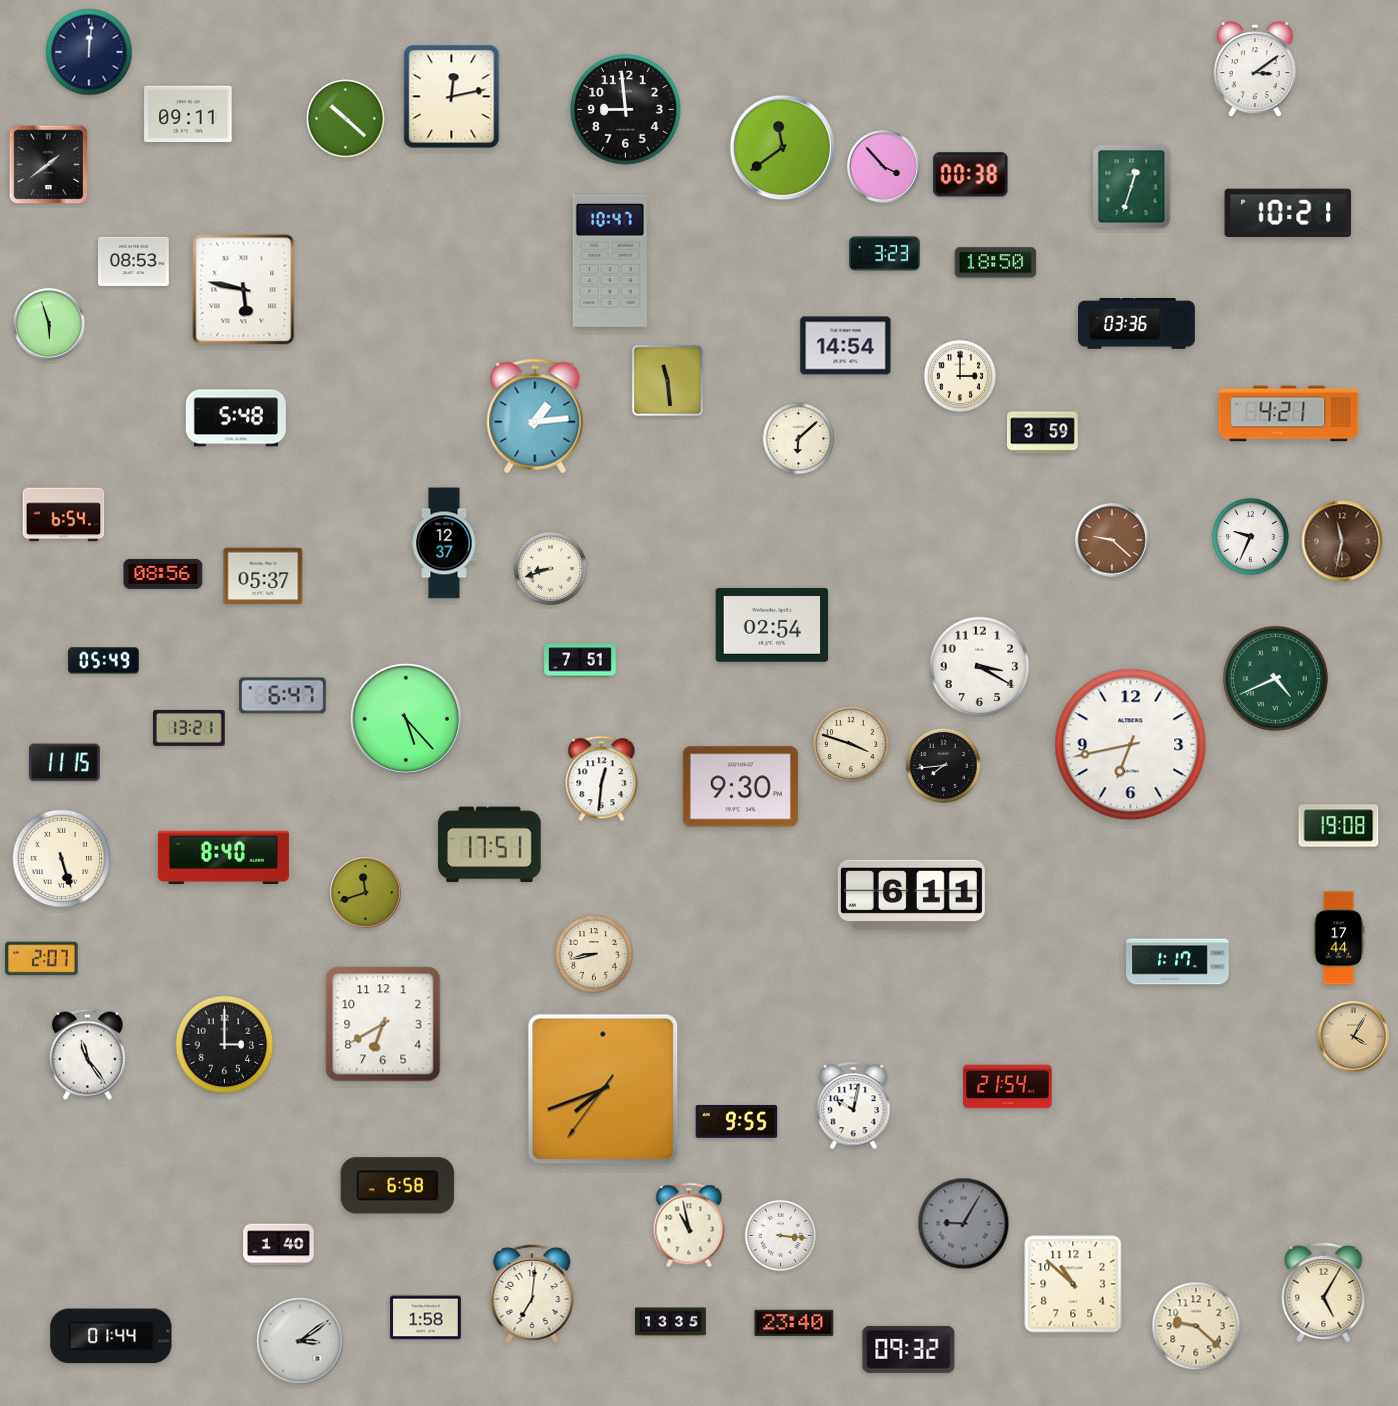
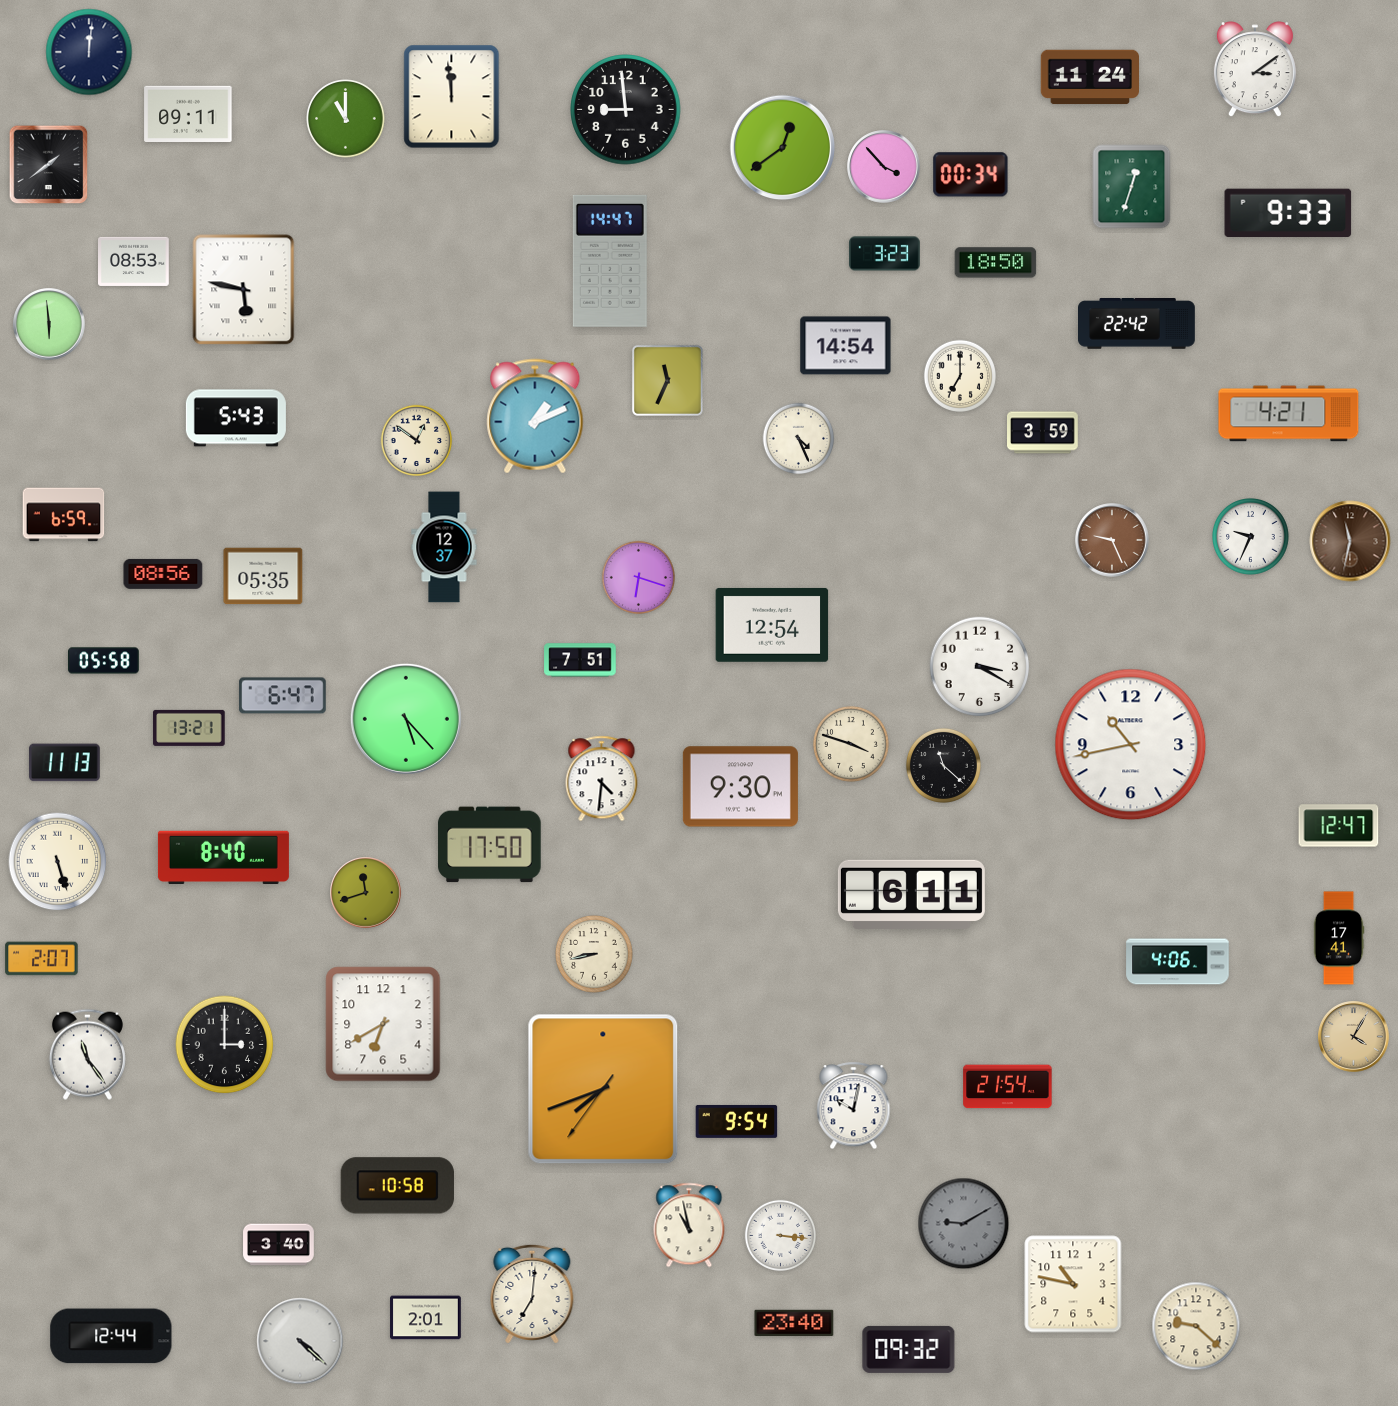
clock at (1090, 77): none -> 11:24
clock at (452, 97): 12:13 -> 11:59
clock at (346, 119): 10:22 -> 11:00
clock at (783, 148): 11:39 -> 12:39
clock at (971, 175): 00:38 -> 00:34
clock at (1288, 212): 10:21 -> 9:33
clock at (610, 261): 10:47 -> 14:47
clock at (49, 324): 5:57 -> 5:59
clock at (1137, 324): 03:36 -> 22:42
clock at (959, 375): 3:00 -> 7:00
clock at (667, 380): 11:29 -> 11:34
clock at (535, 416): 1:14 -> 1:11
clock at (236, 418): 5:48 -> 5:43
clock at (799, 439): 6:08 -> 4:26
clock at (417, 441): none -> 12:51
clock at (64, 515): 6:54 -> 6:59
clock at (1112, 540): 9:22 -> 9:26
clock at (1342, 541) position: (1342, 541) -> (1350, 541)
clock at (444, 543) position: (444, 543) -> (444, 547)
clock at (550, 568): 8:42 -> none
clock at (263, 576): 05:37 -> 05:35
clock at (638, 577): none -> 6:18
clock at (772, 625): 02:54 -> 12:54
clock at (104, 661): 05:49 -> 05:58
clock at (1275, 678): 4:41 -> none
clock at (1131, 745): 6:43 -> 10:43
clock at (65, 763): 11:15 -> 11:13
clock at (943, 765): 7:44 -> 11:22
clock at (602, 779): 12:31 -> 4:31
clock at (1339, 826): 19:08 -> 12:47
clock at (490, 845): 17:51 -> 17:50
clock at (62, 859) position: (62, 859) -> (58, 862)
clock at (1339, 938): 17:44 -> 17:41
clock at (1178, 962): 1:17 -> 4:06
clock at (737, 1121): 9:55 -> 9:54
clock at (397, 1186): 6:58 -> 10:58
clock at (964, 1224): 9:05 -> 9:10
clock at (279, 1245): 1:40 -> 3:40
clock at (1073, 1284): 10:52 -> 10:47
clock at (1324, 1292): 5:05 -> none
clock at (426, 1318): 1:58 -> 2:01
clock at (671, 1322): 13:35 -> none
clock at (111, 1336): 01:44 -> 12:44
clock at (300, 1341): 3:09 -> 4:22
